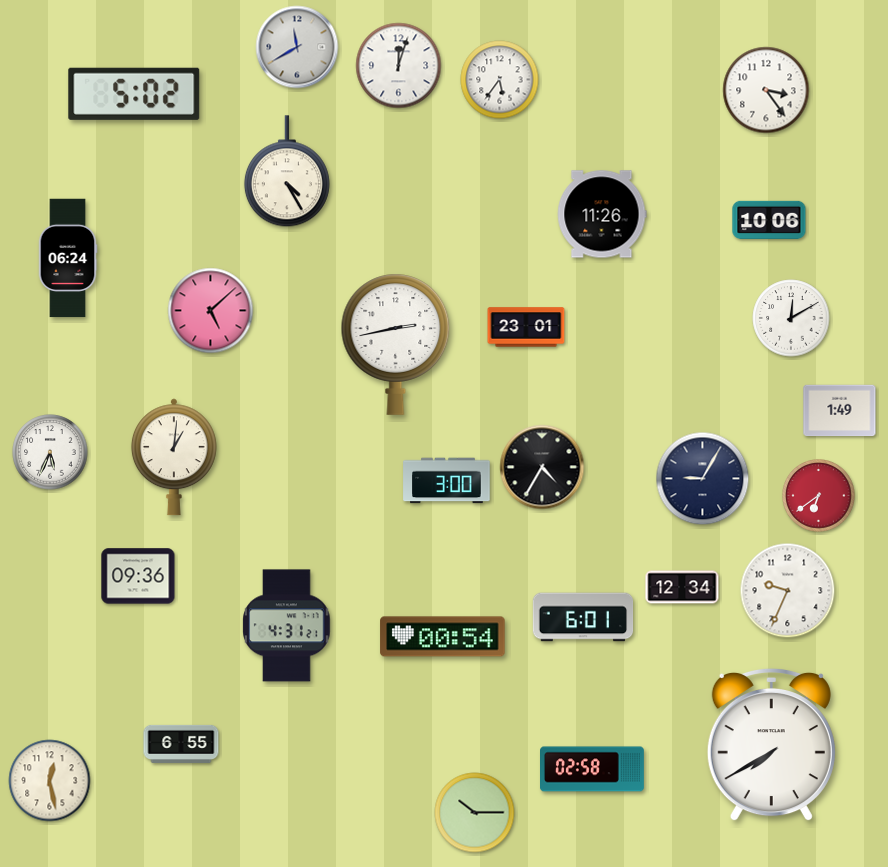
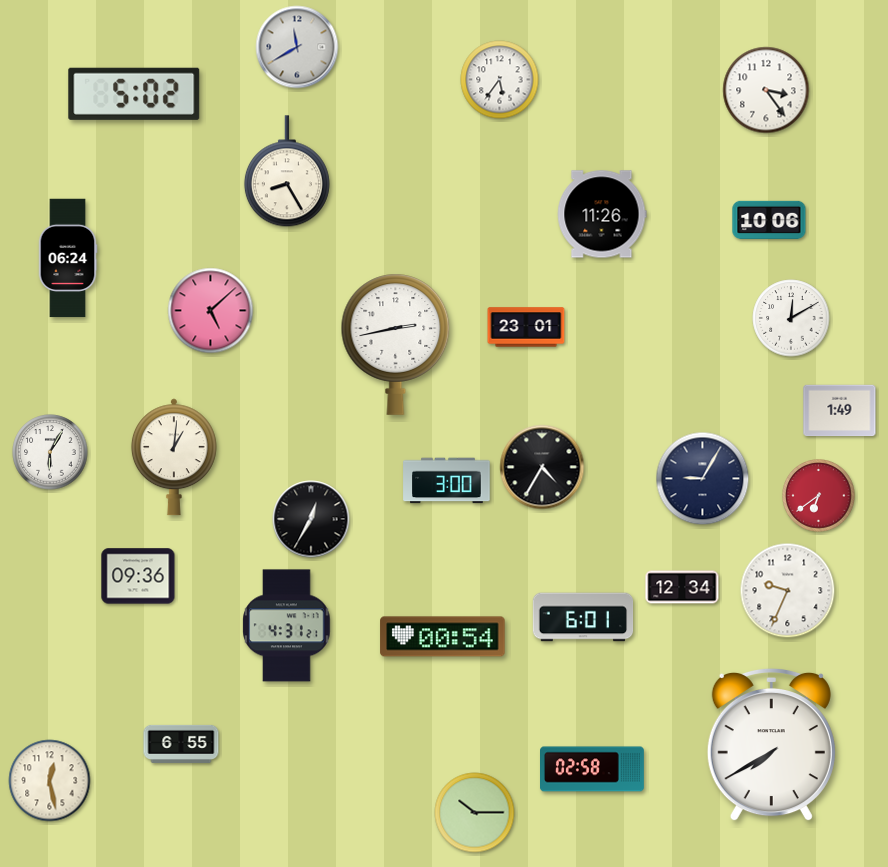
clock at (399, 66): 12:03 -> none
clock at (287, 172): 4:25 -> 8:25
clock at (50, 452): 5:34 -> 6:05
clock at (311, 519): none -> 12:35
